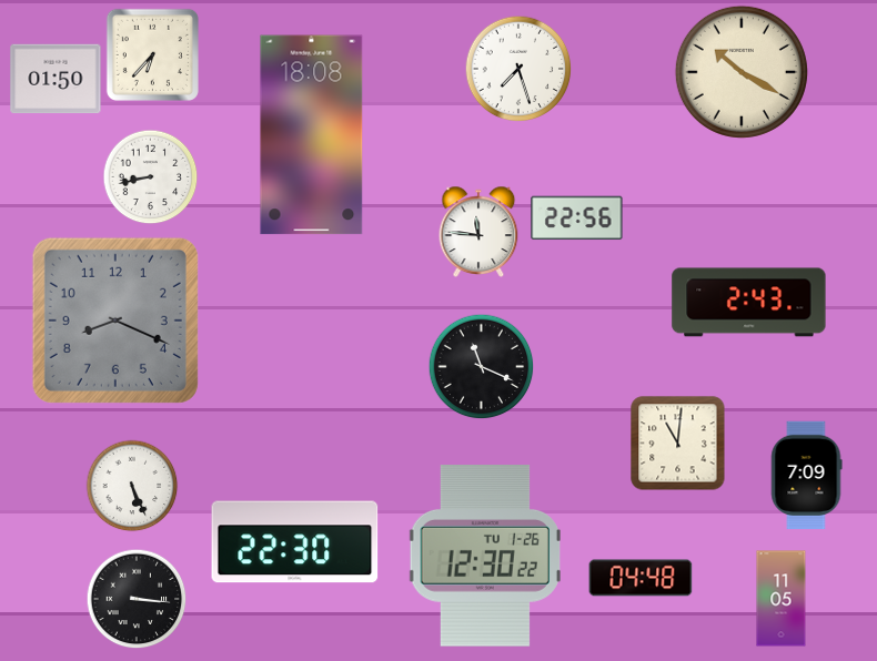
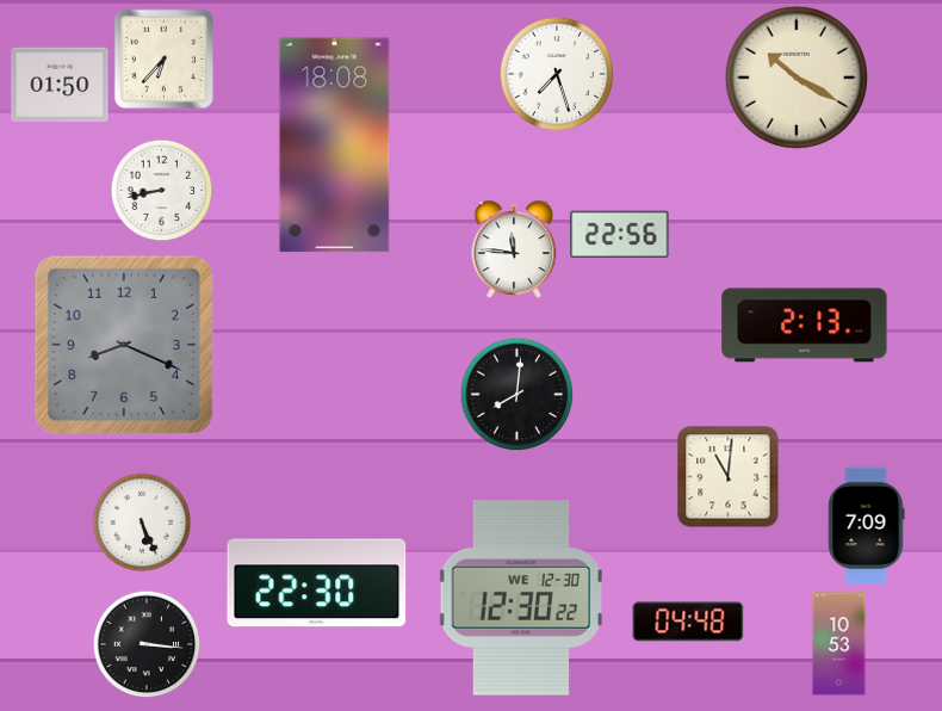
clock at (749, 303): 2:43 -> 2:13
clock at (482, 367): 11:19 -> 8:01
clock at (806, 476) position: (806, 476) -> (866, 526)
clock at (485, 557) date: TU 1-26 -> WE 12-30
clock at (782, 599): 11:05 -> 10:53
